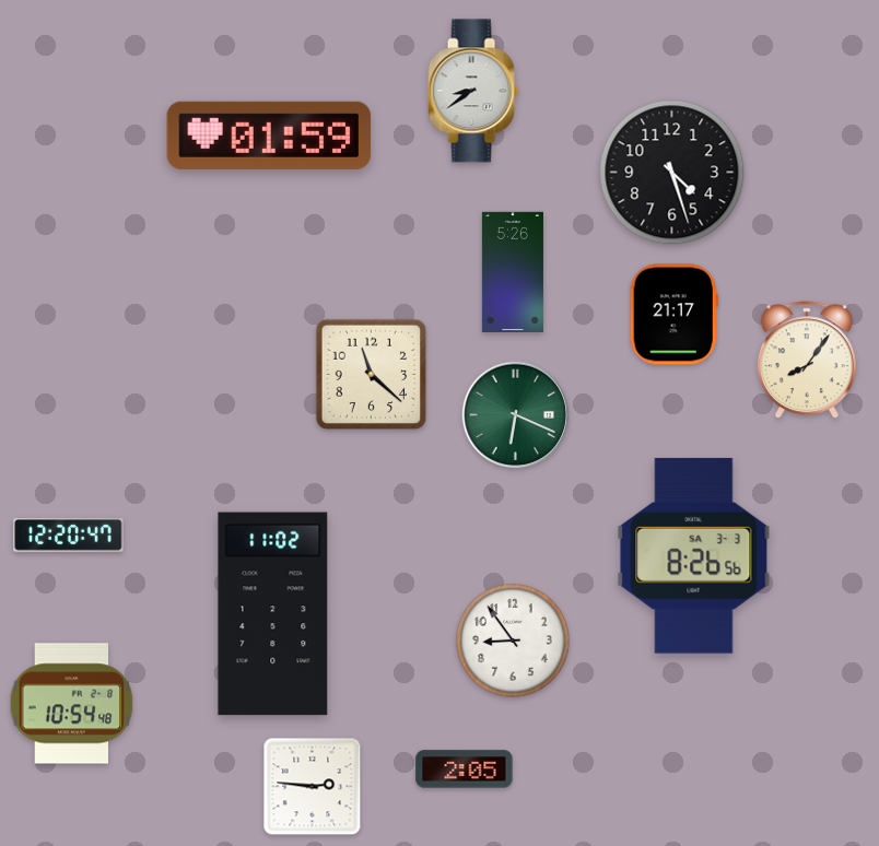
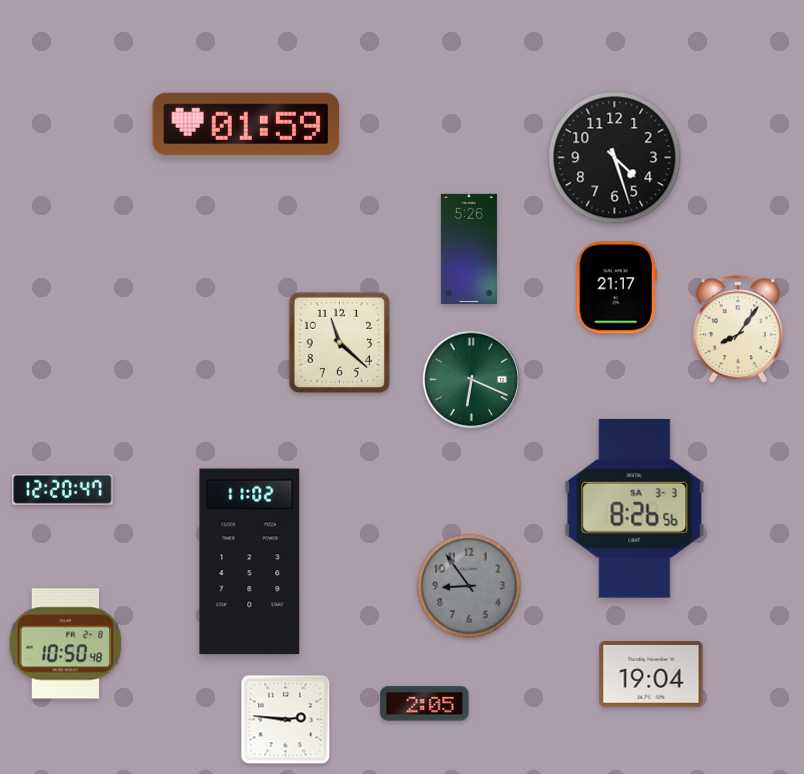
clock at (473, 91): 8:39 -> none
clock at (513, 641) dial: white -> grey
clock at (72, 704): 10:54 -> 10:50
clock at (651, 674): none -> 19:04
